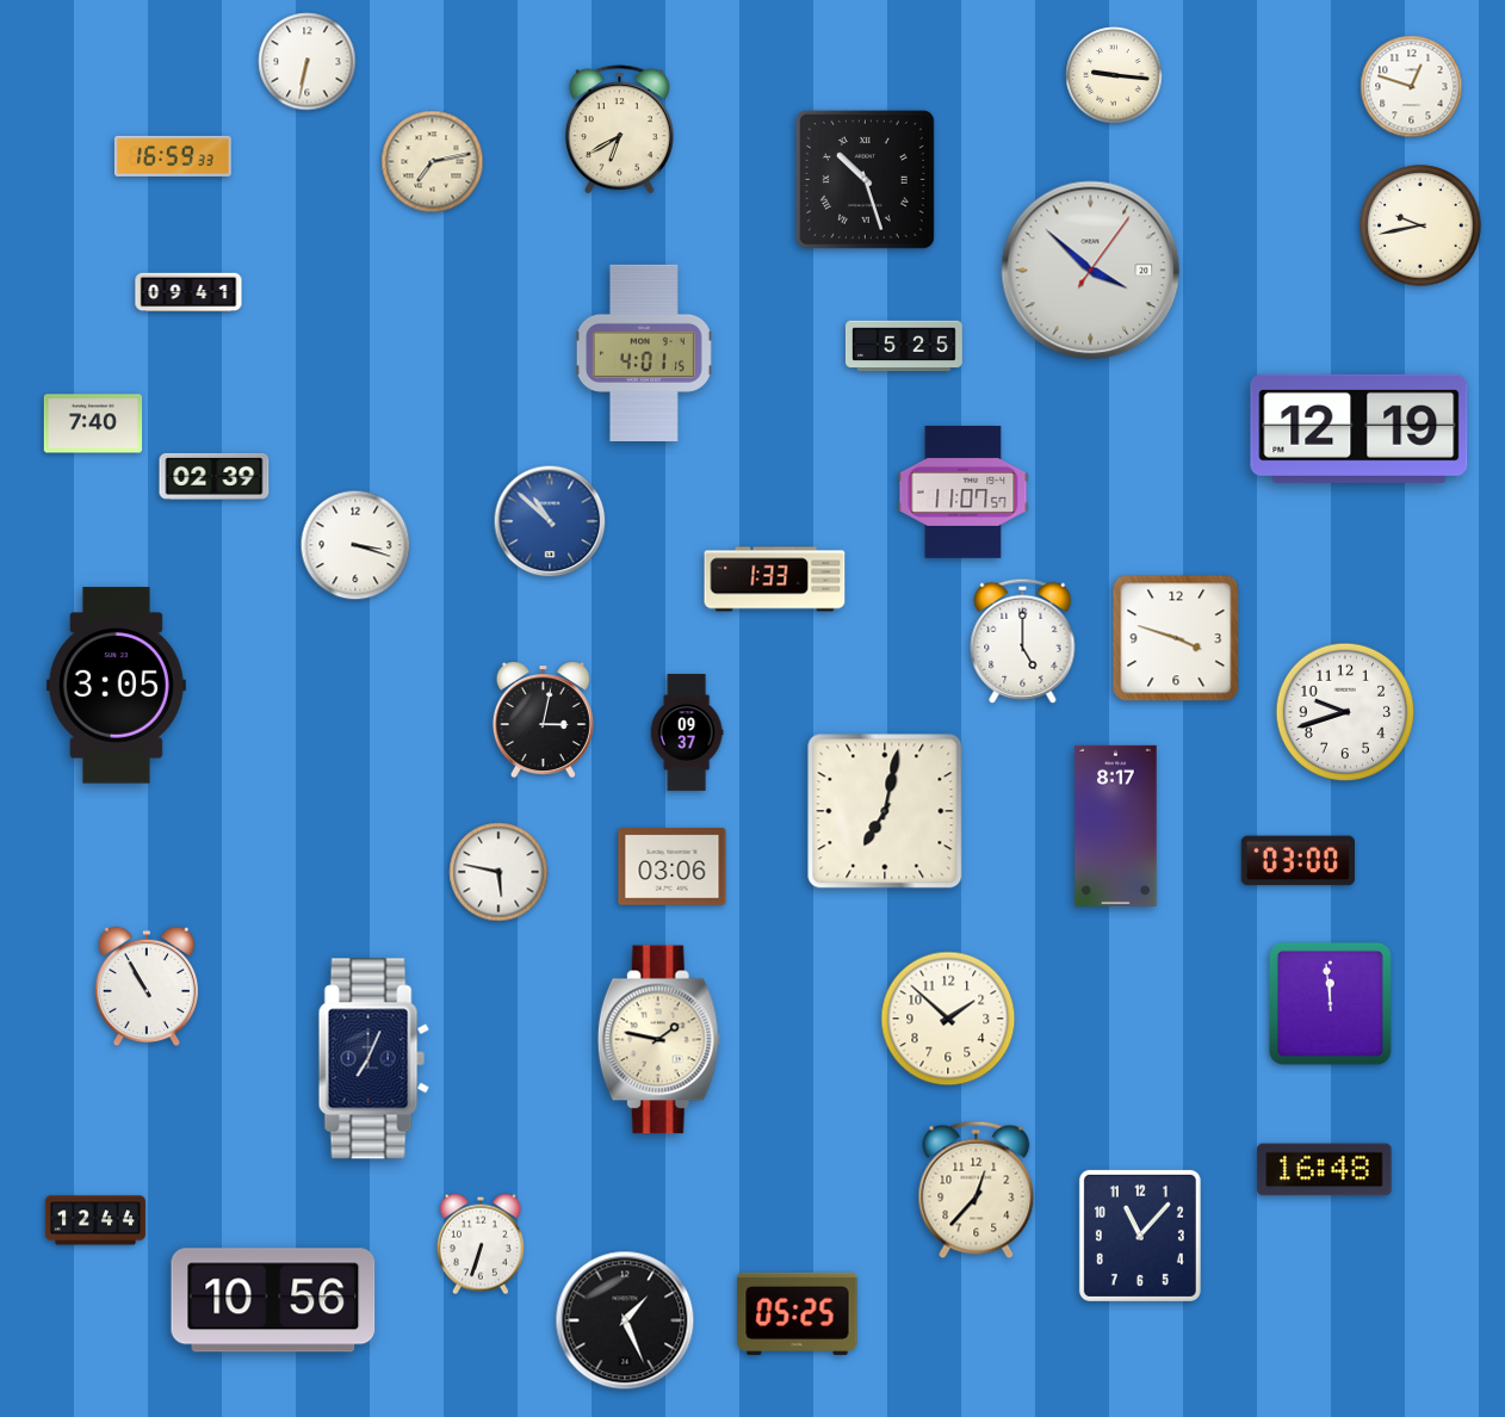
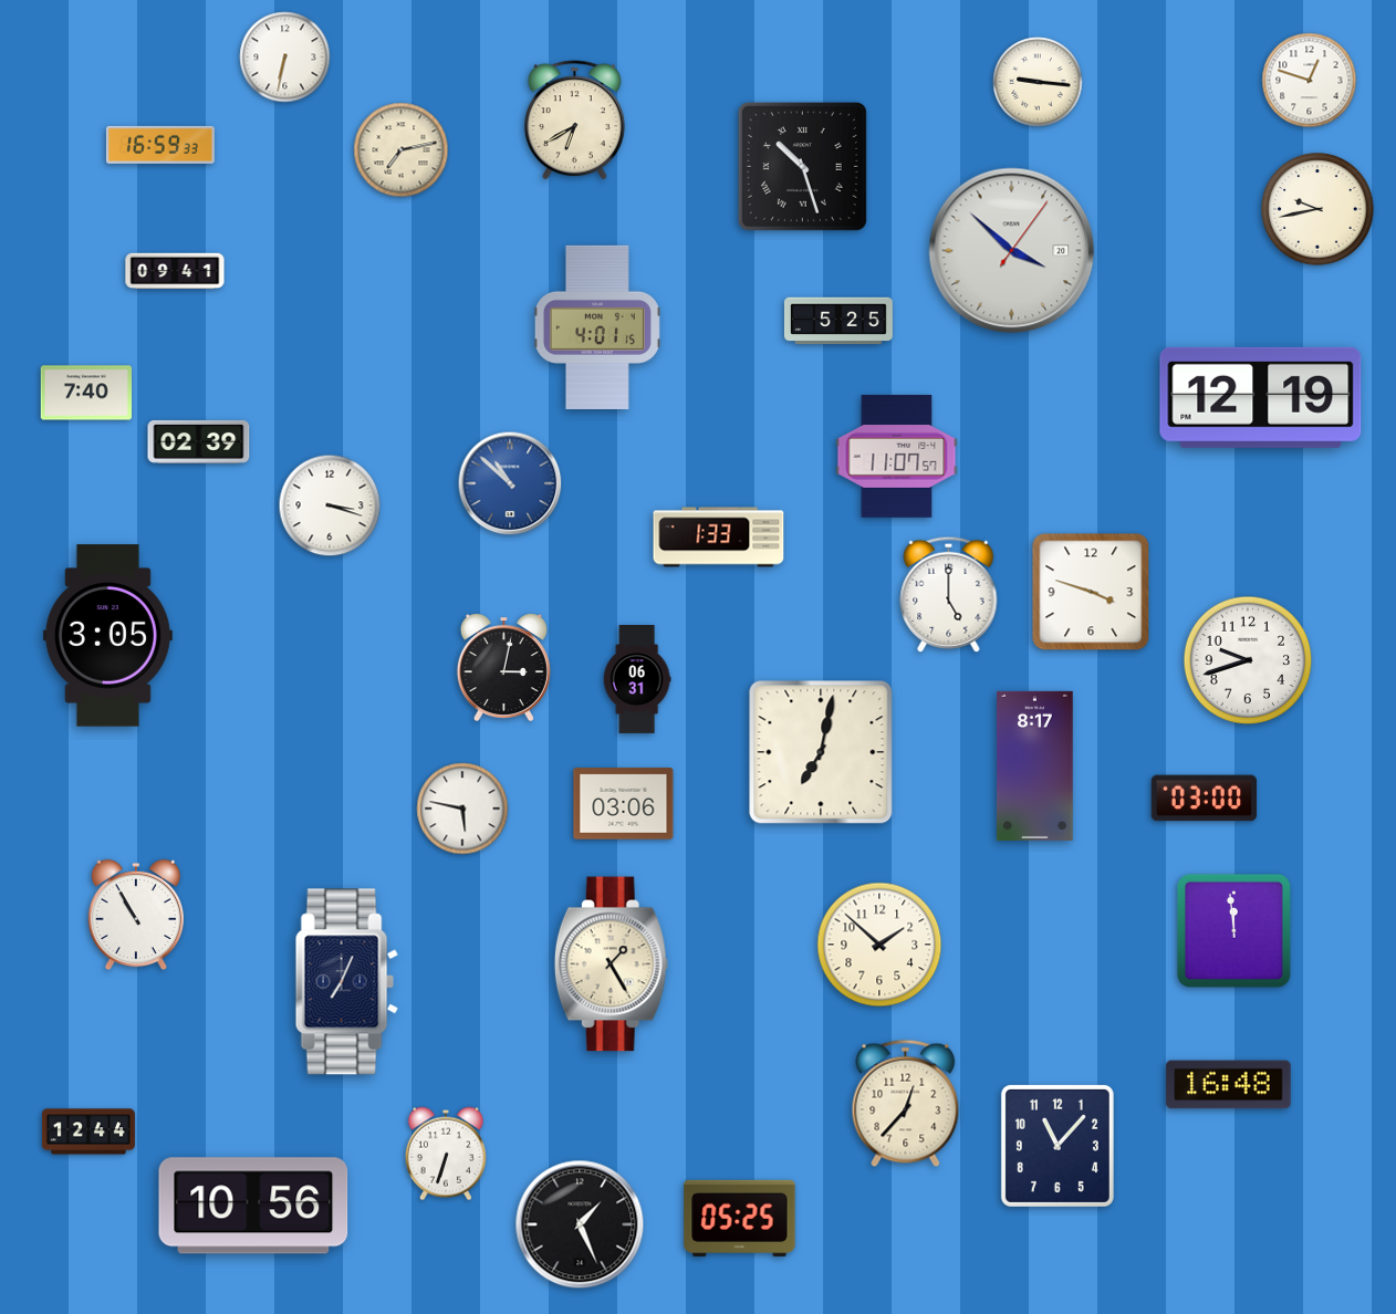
clock at (1114, 75) position: (1114, 75) -> (1038, 82)
clock at (964, 491) position: (964, 491) -> (897, 456)
clock at (687, 734): 09:37 -> 06:31
clock at (658, 1040): 1:47 -> 1:25
